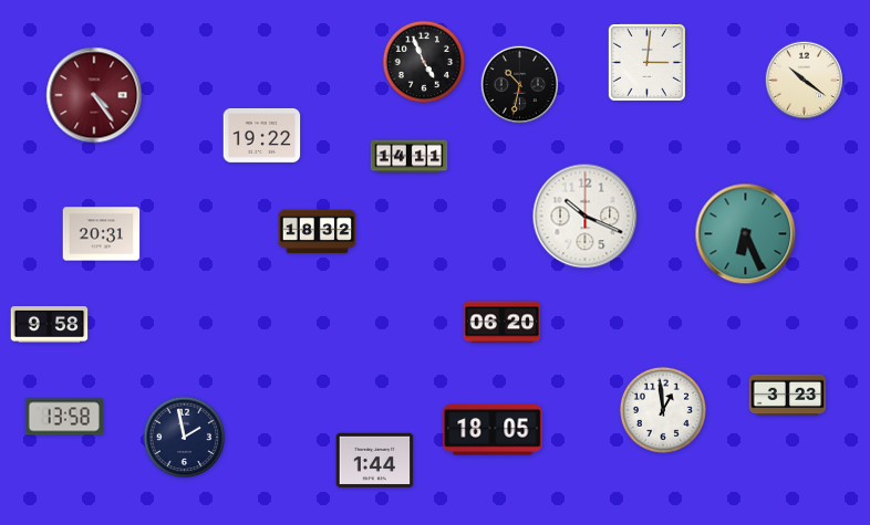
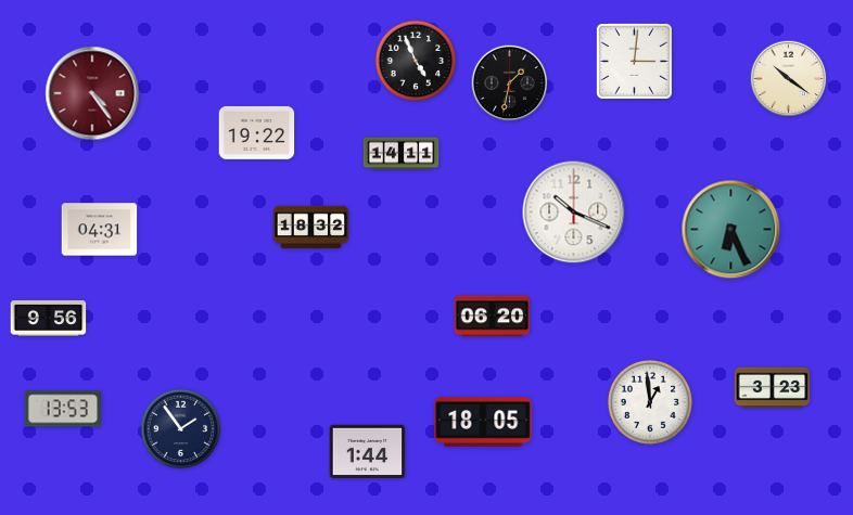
clock at (520, 85): 10:32 -> 1:32
clock at (102, 234): 20:31 -> 04:31
clock at (50, 325): 9:58 -> 9:56
clock at (63, 417): 13:58 -> 13:53
clock at (185, 438): 1:58 -> 1:54
